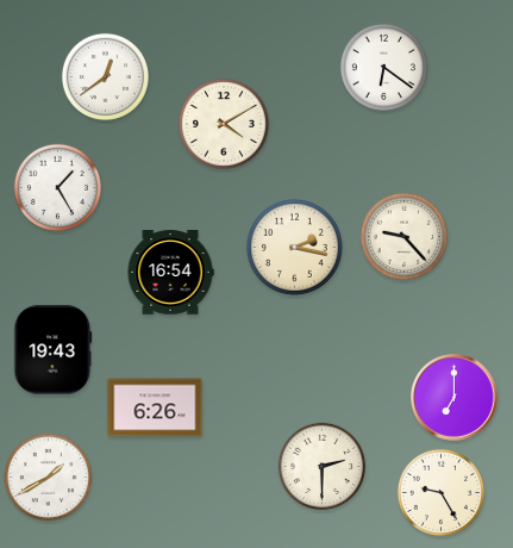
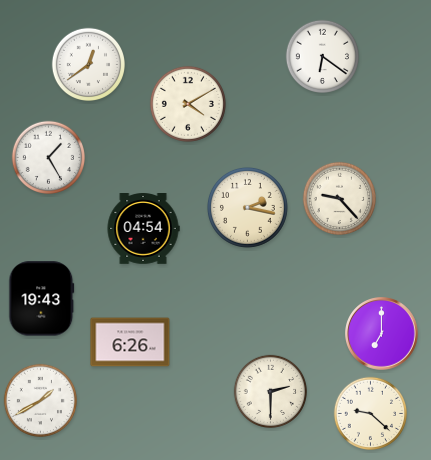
clock at (170, 273): 16:54 -> 04:54
clock at (54, 350) position: (54, 350) -> (42, 299)
clock at (440, 492): 9:25 -> 9:22
